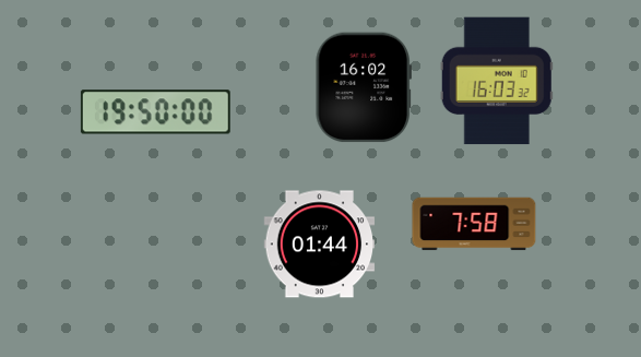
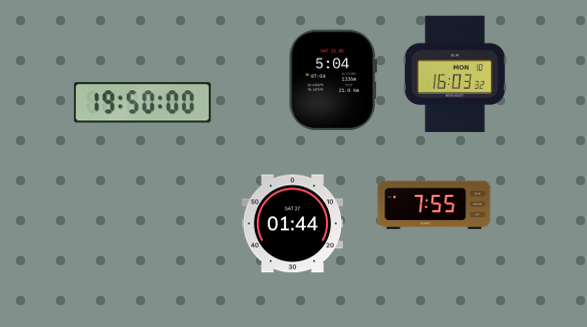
clock at (363, 87): 16:02 -> 5:04
clock at (474, 224): 7:58 -> 7:55
